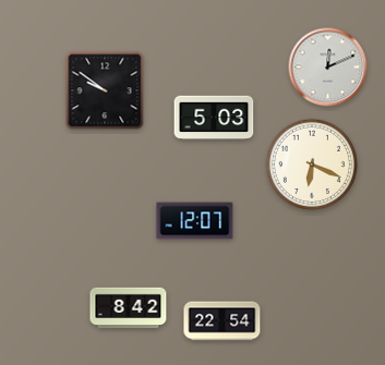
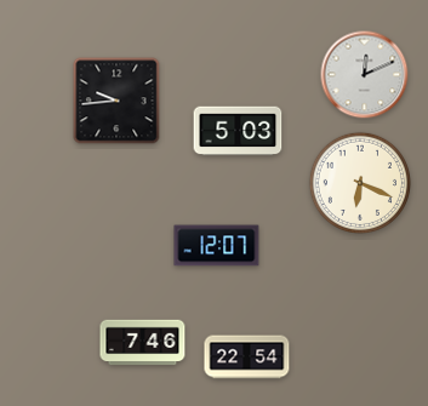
clock at (105, 90): 9:51 -> 9:44
clock at (311, 163) position: (311, 163) -> (359, 182)
clock at (129, 308): 8:42 -> 7:46
